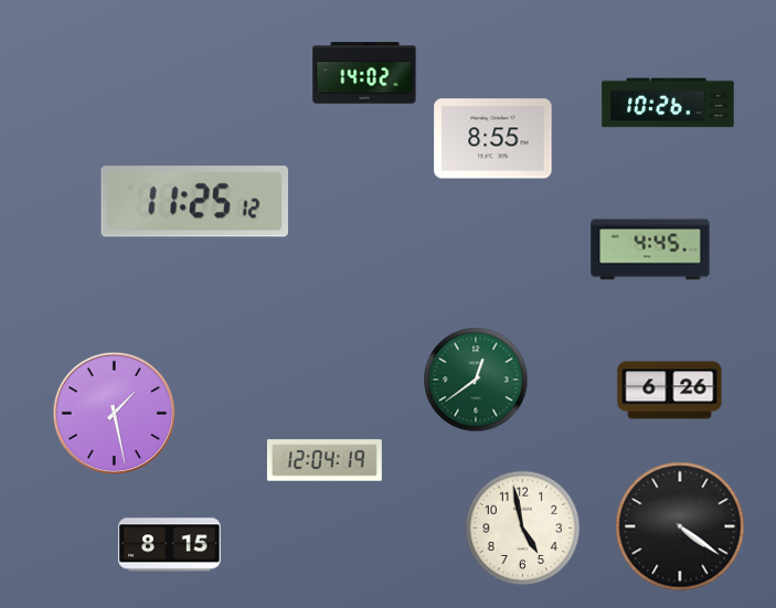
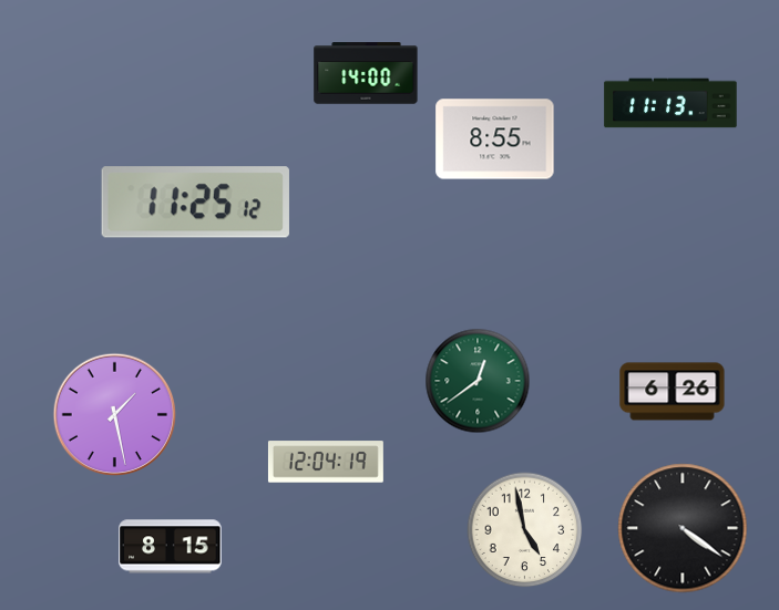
clock at (364, 73): 14:02 -> 14:00
clock at (668, 103): 10:26 -> 11:13
clock at (650, 249): 4:45 -> none
